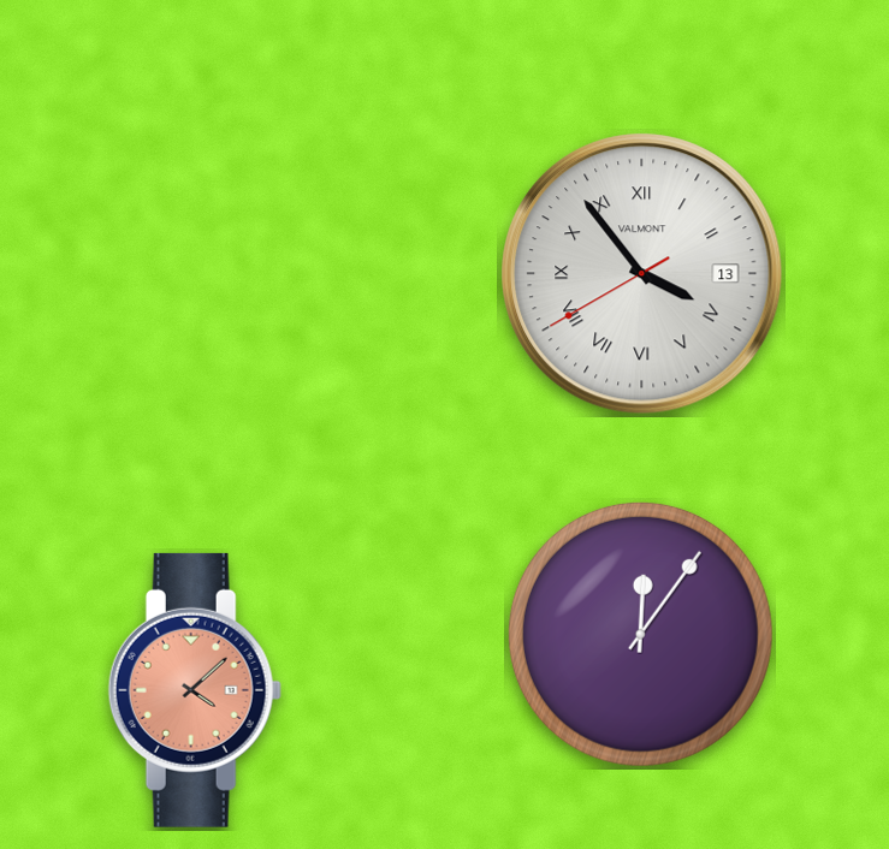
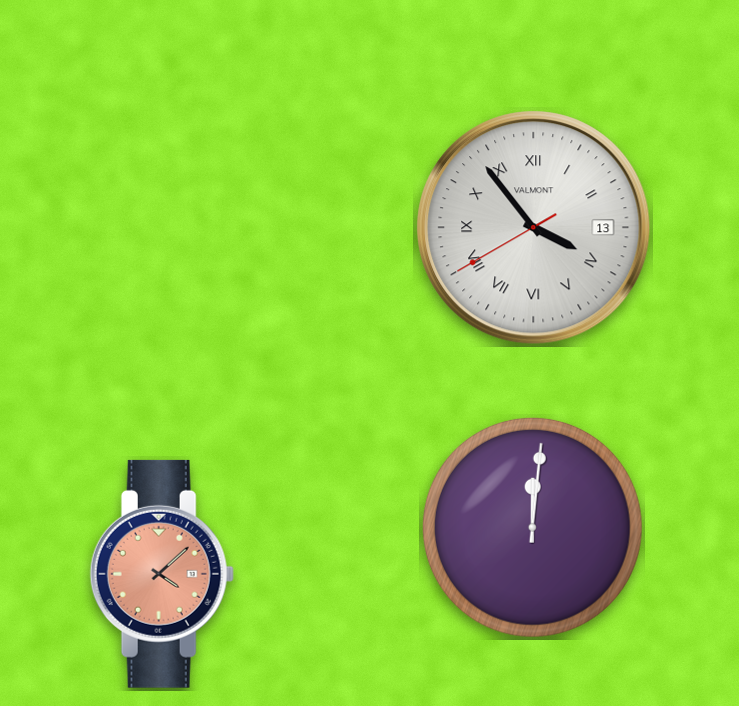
clock at (640, 634): 12:06 -> 12:01
